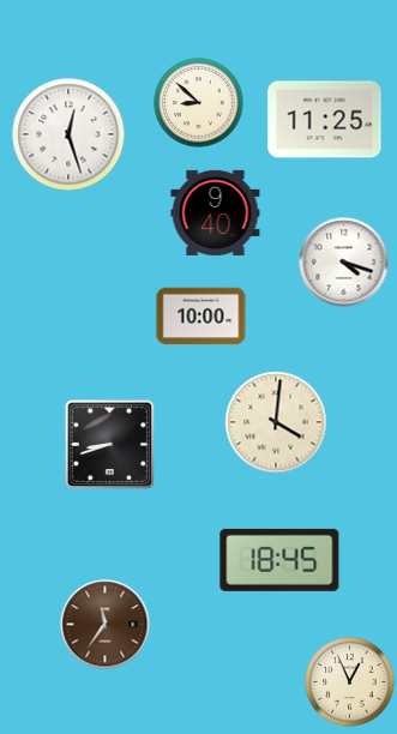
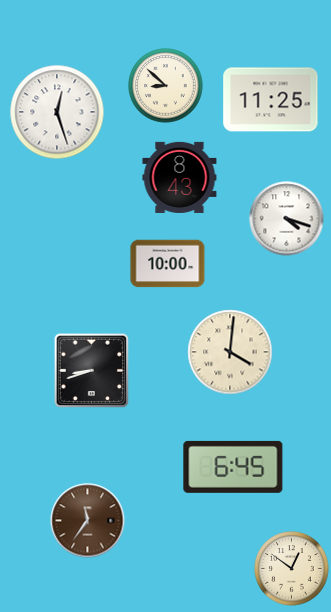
clock at (216, 212): 9:40 -> 8:43
clock at (279, 560): 18:45 -> 6:45
clock at (350, 682): 12:56 -> 12:51
